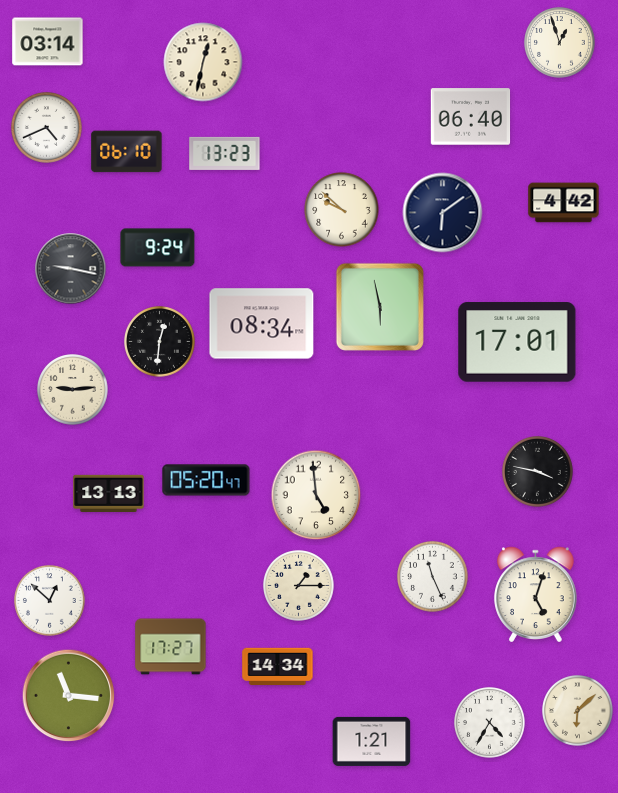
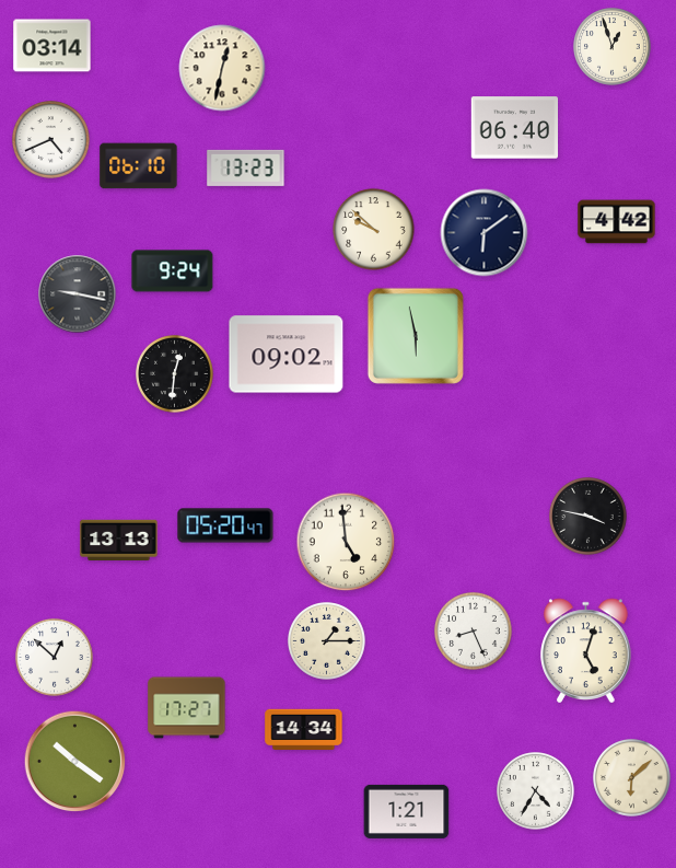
clock at (262, 324): 08:34 -> 09:02
clock at (517, 342): 17:01 -> none
clock at (73, 390): 9:14 -> none
clock at (433, 577): 11:26 -> 8:26
clock at (69, 696): 11:16 -> 10:21
